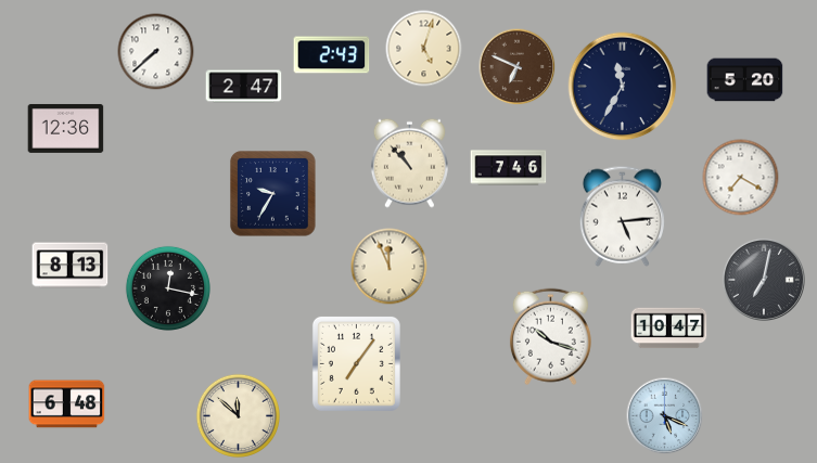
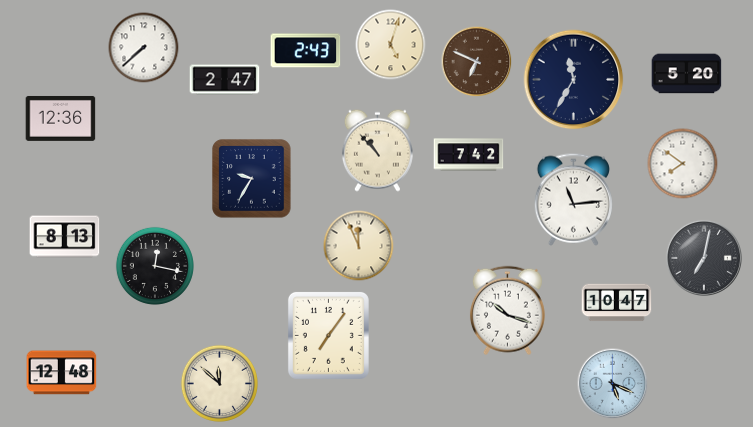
clock at (509, 168): 7:46 -> 7:42
clock at (741, 178): 7:20 -> 7:51
clock at (622, 216): 5:14 -> 11:14
clock at (71, 266) position: (71, 266) -> (65, 237)
clock at (67, 404): 6:48 -> 12:48
